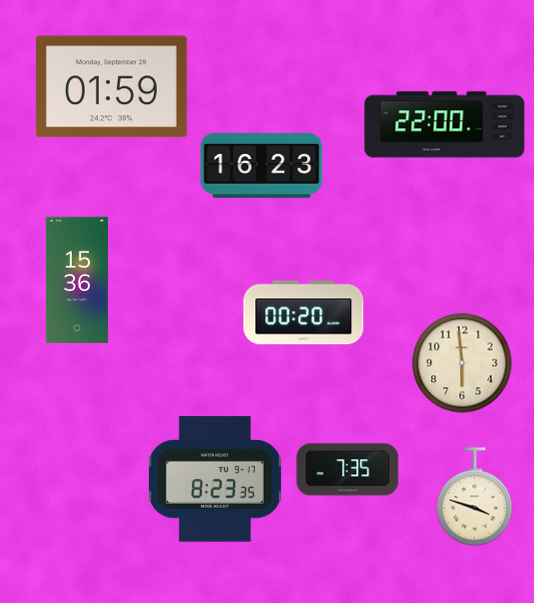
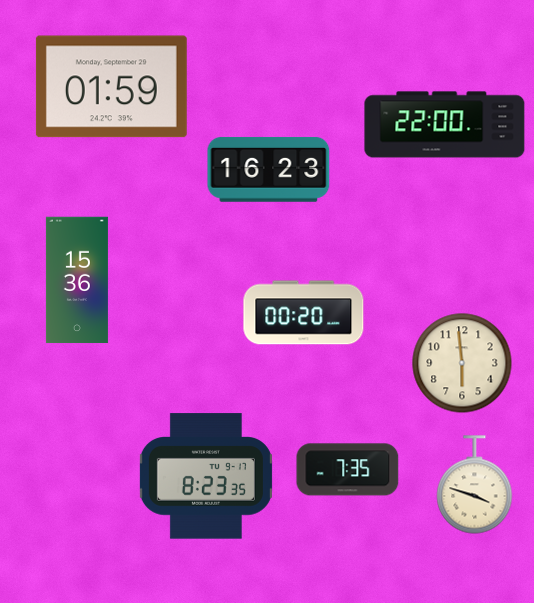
clock at (262, 165) position: (262, 165) -> (269, 169)
clock at (215, 479) position: (215, 479) -> (206, 476)
clock at (475, 497) position: (475, 497) -> (475, 485)
